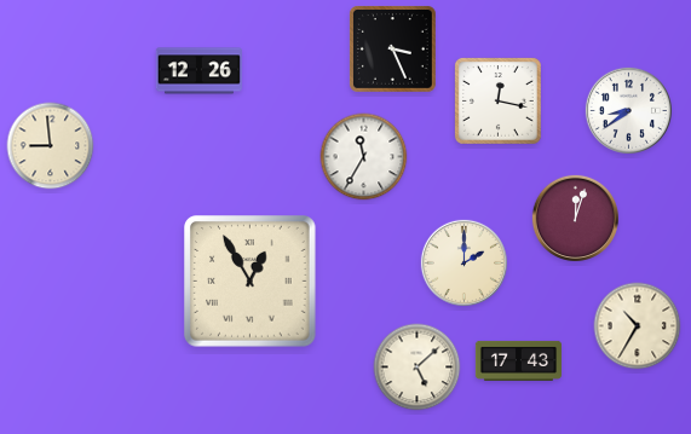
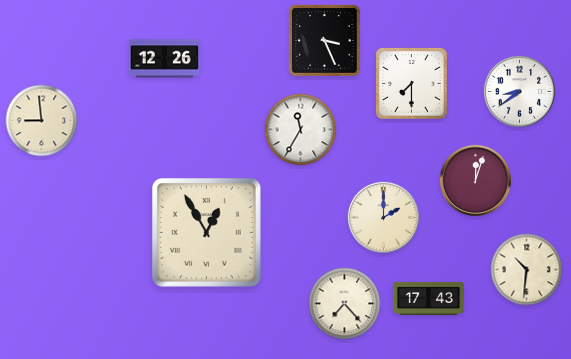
clock at (497, 100): 12:17 -> 7:30
clock at (638, 326): 10:35 -> 10:31
clock at (418, 368): 5:08 -> 7:23
